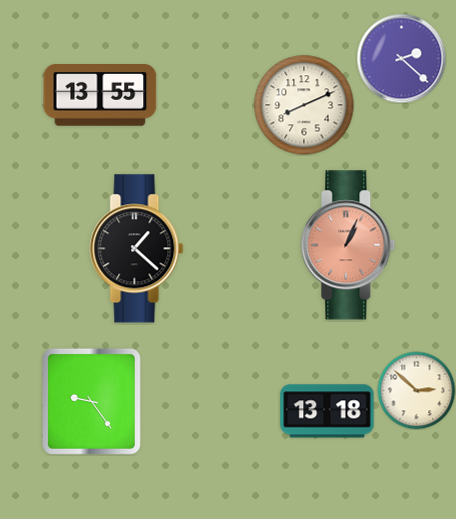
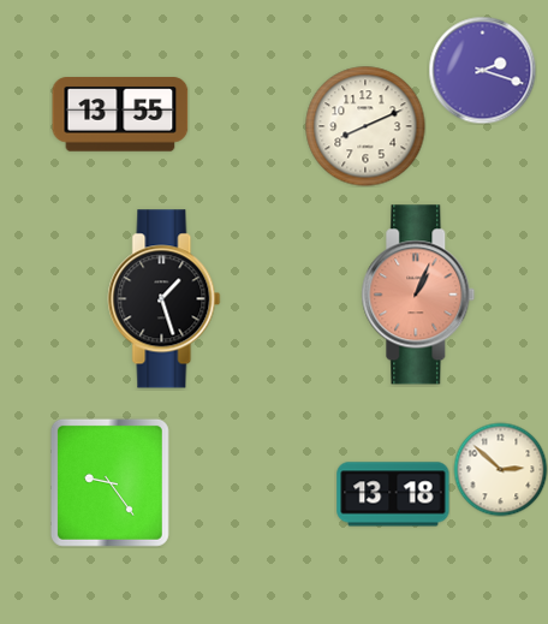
clock at (401, 58): 2:22 -> 2:18
clock at (137, 249): 1:22 -> 1:27
